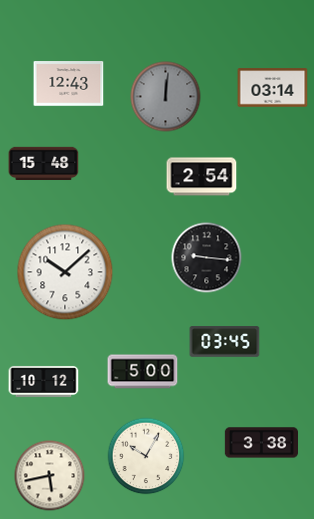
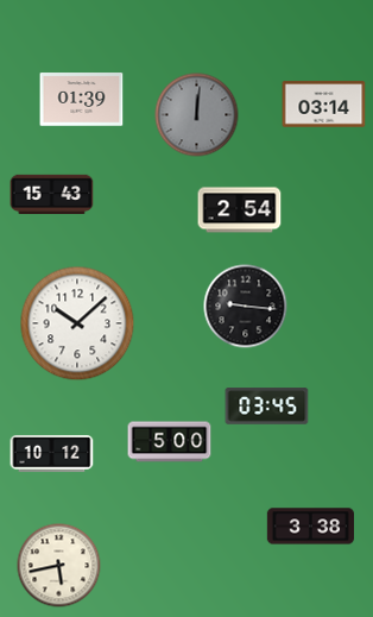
clock at (69, 84): 12:43 -> 01:39
clock at (44, 163): 15:48 -> 15:43
clock at (146, 456): 10:05 -> none
